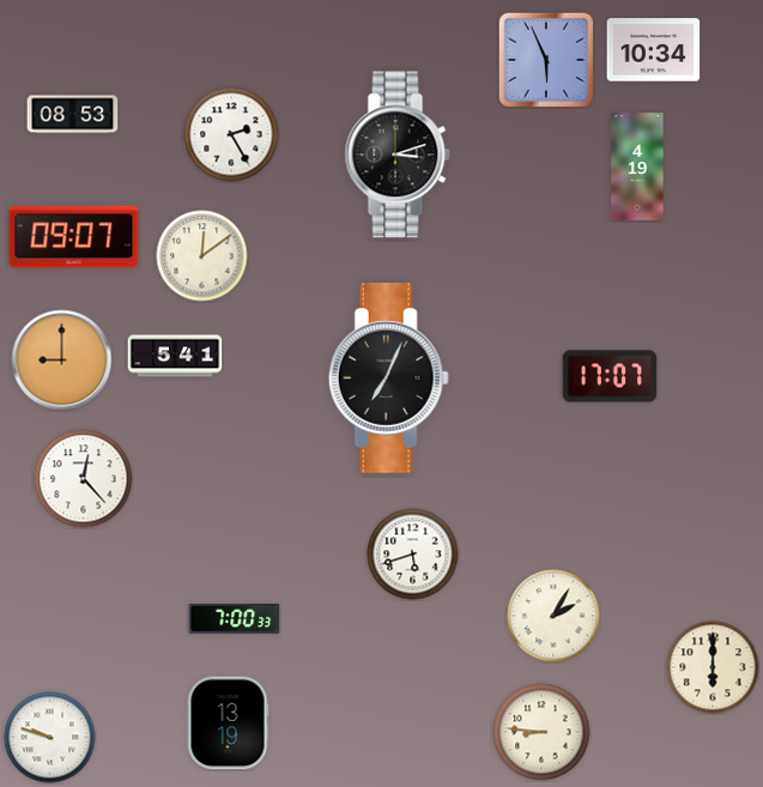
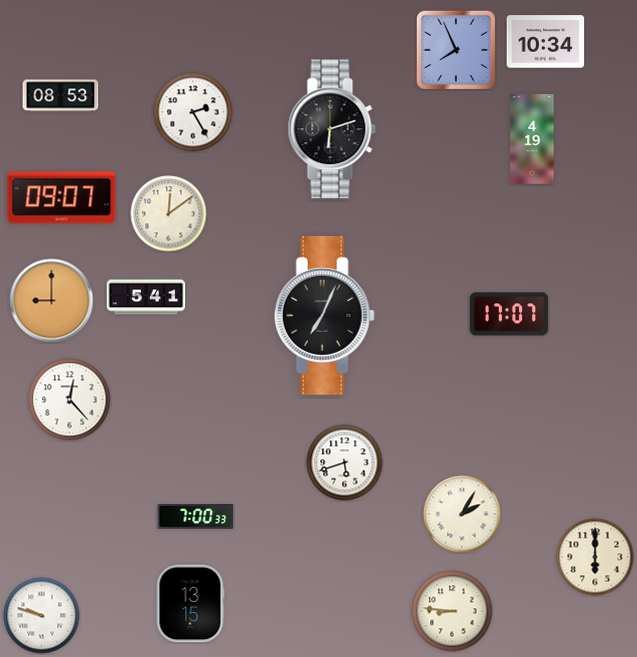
clock at (546, 60): 5:56 -> 7:56
clock at (398, 155): 3:12 -> 6:12
clock at (228, 724): 13:19 -> 13:15
